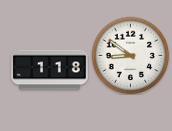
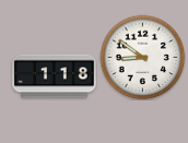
clock at (130, 55) position: (130, 55) -> (142, 57)
